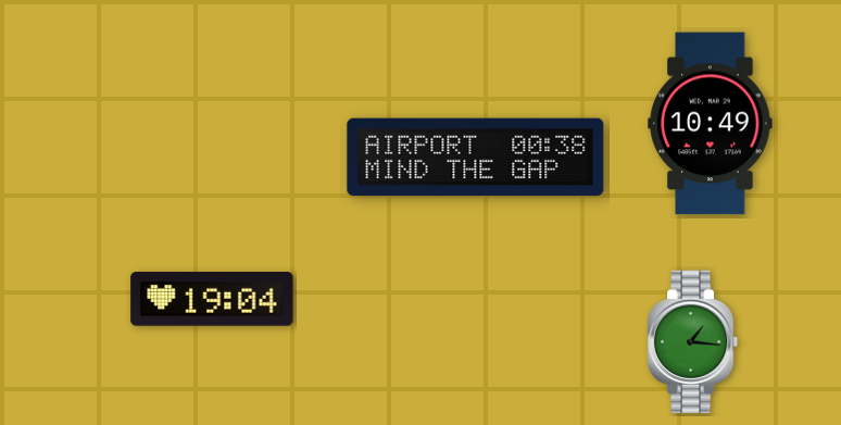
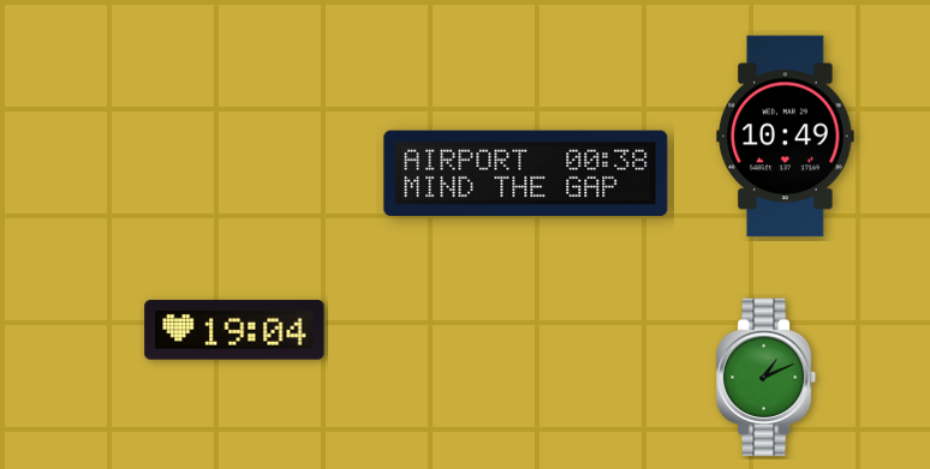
clock at (693, 342): 1:16 -> 1:11
